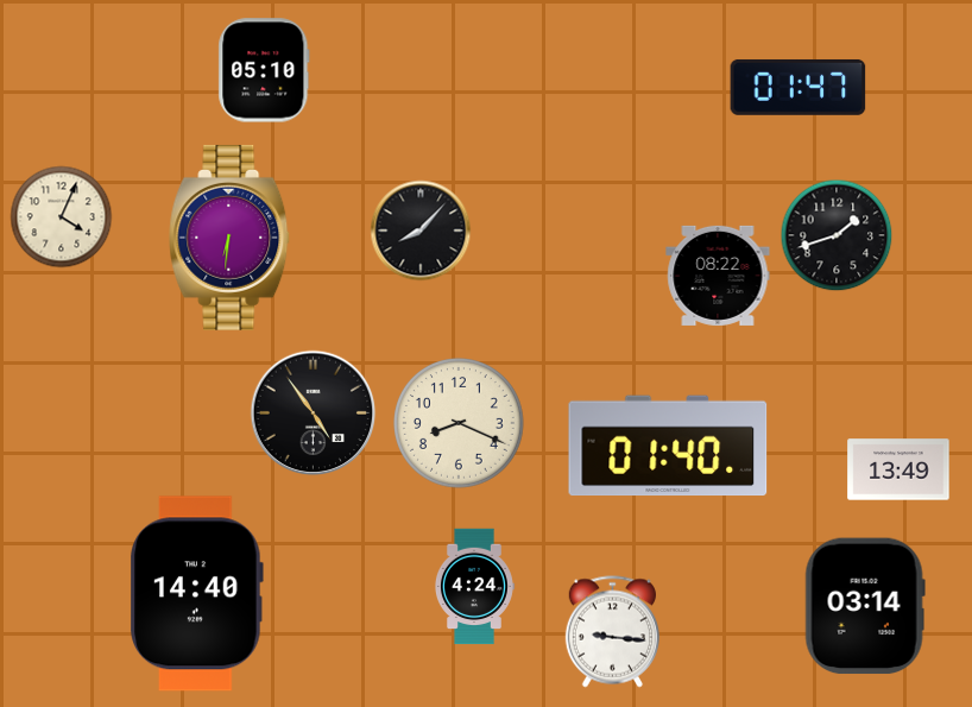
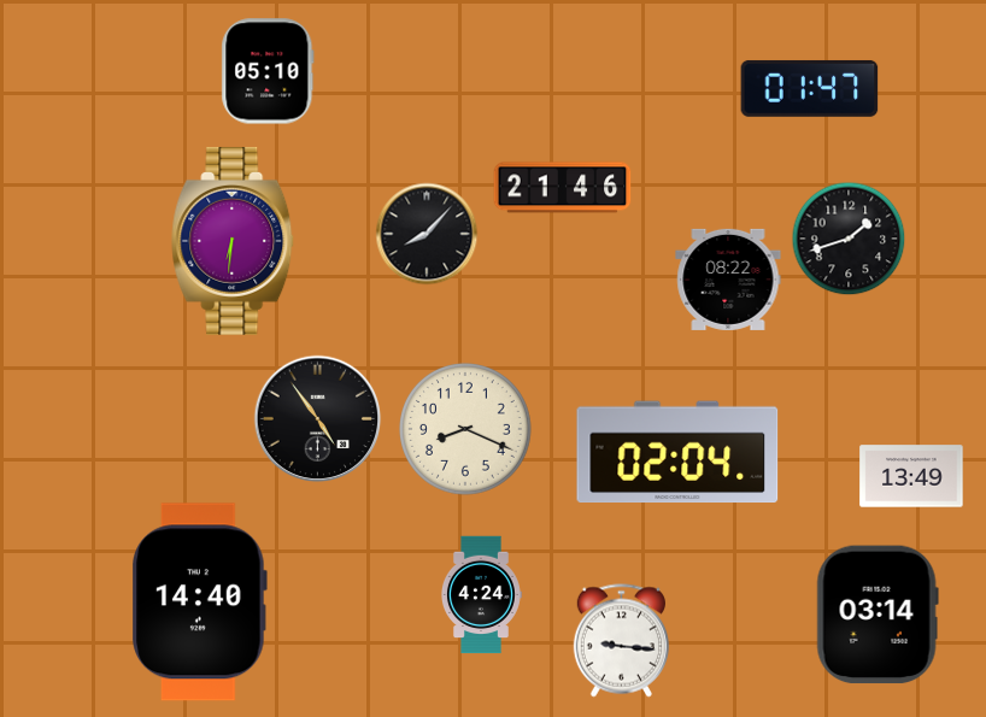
clock at (563, 188): none -> 21:46
clock at (62, 217): 4:04 -> none
clock at (668, 446): 01:40 -> 02:04
